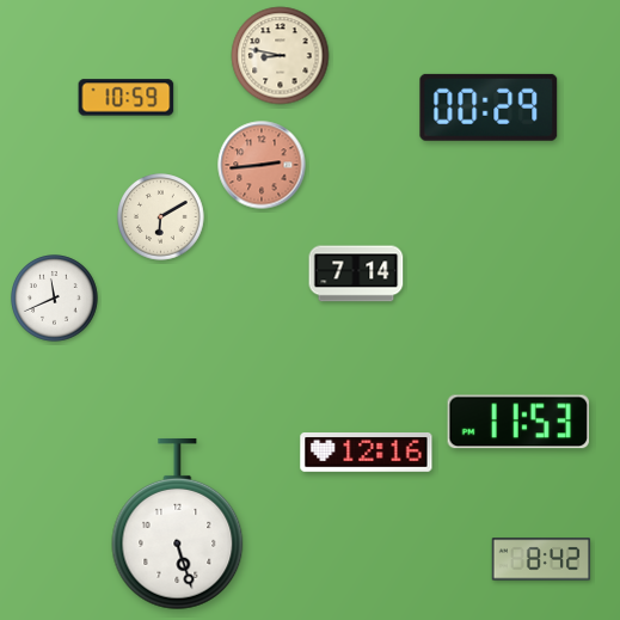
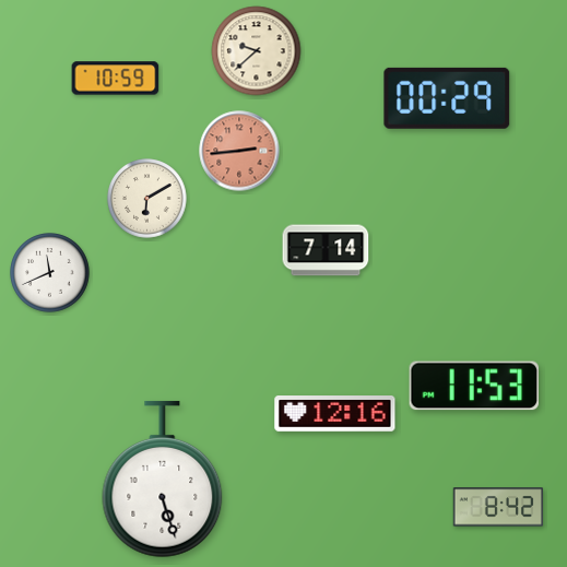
clock at (281, 56): 8:47 -> 9:38
clock at (127, 98) position: (127, 98) -> (116, 79)
clock at (541, 559) position: (541, 559) -> (498, 507)
